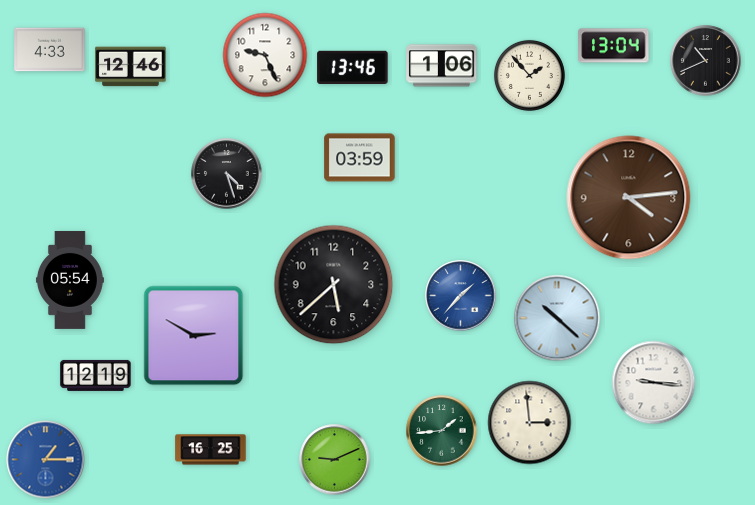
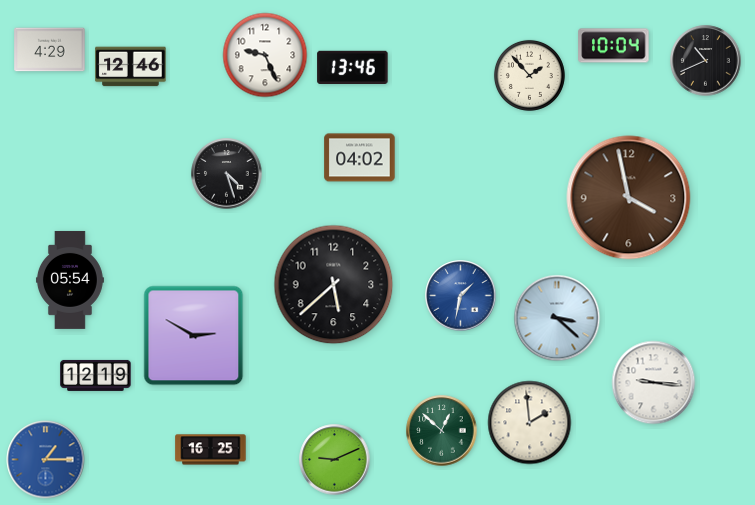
clock at (614, 46): 13:04 -> 10:04
clock at (50, 50): 4:33 -> 4:29
clock at (442, 66): 1:06 -> none
clock at (360, 158): 03:59 -> 04:02
clock at (629, 198): 4:14 -> 3:58
clock at (461, 296): 1:37 -> 1:32
clock at (557, 318): 10:22 -> 3:22
clock at (530, 423): 2:59 -> 1:59
clock at (442, 431): 1:44 -> 12:52
